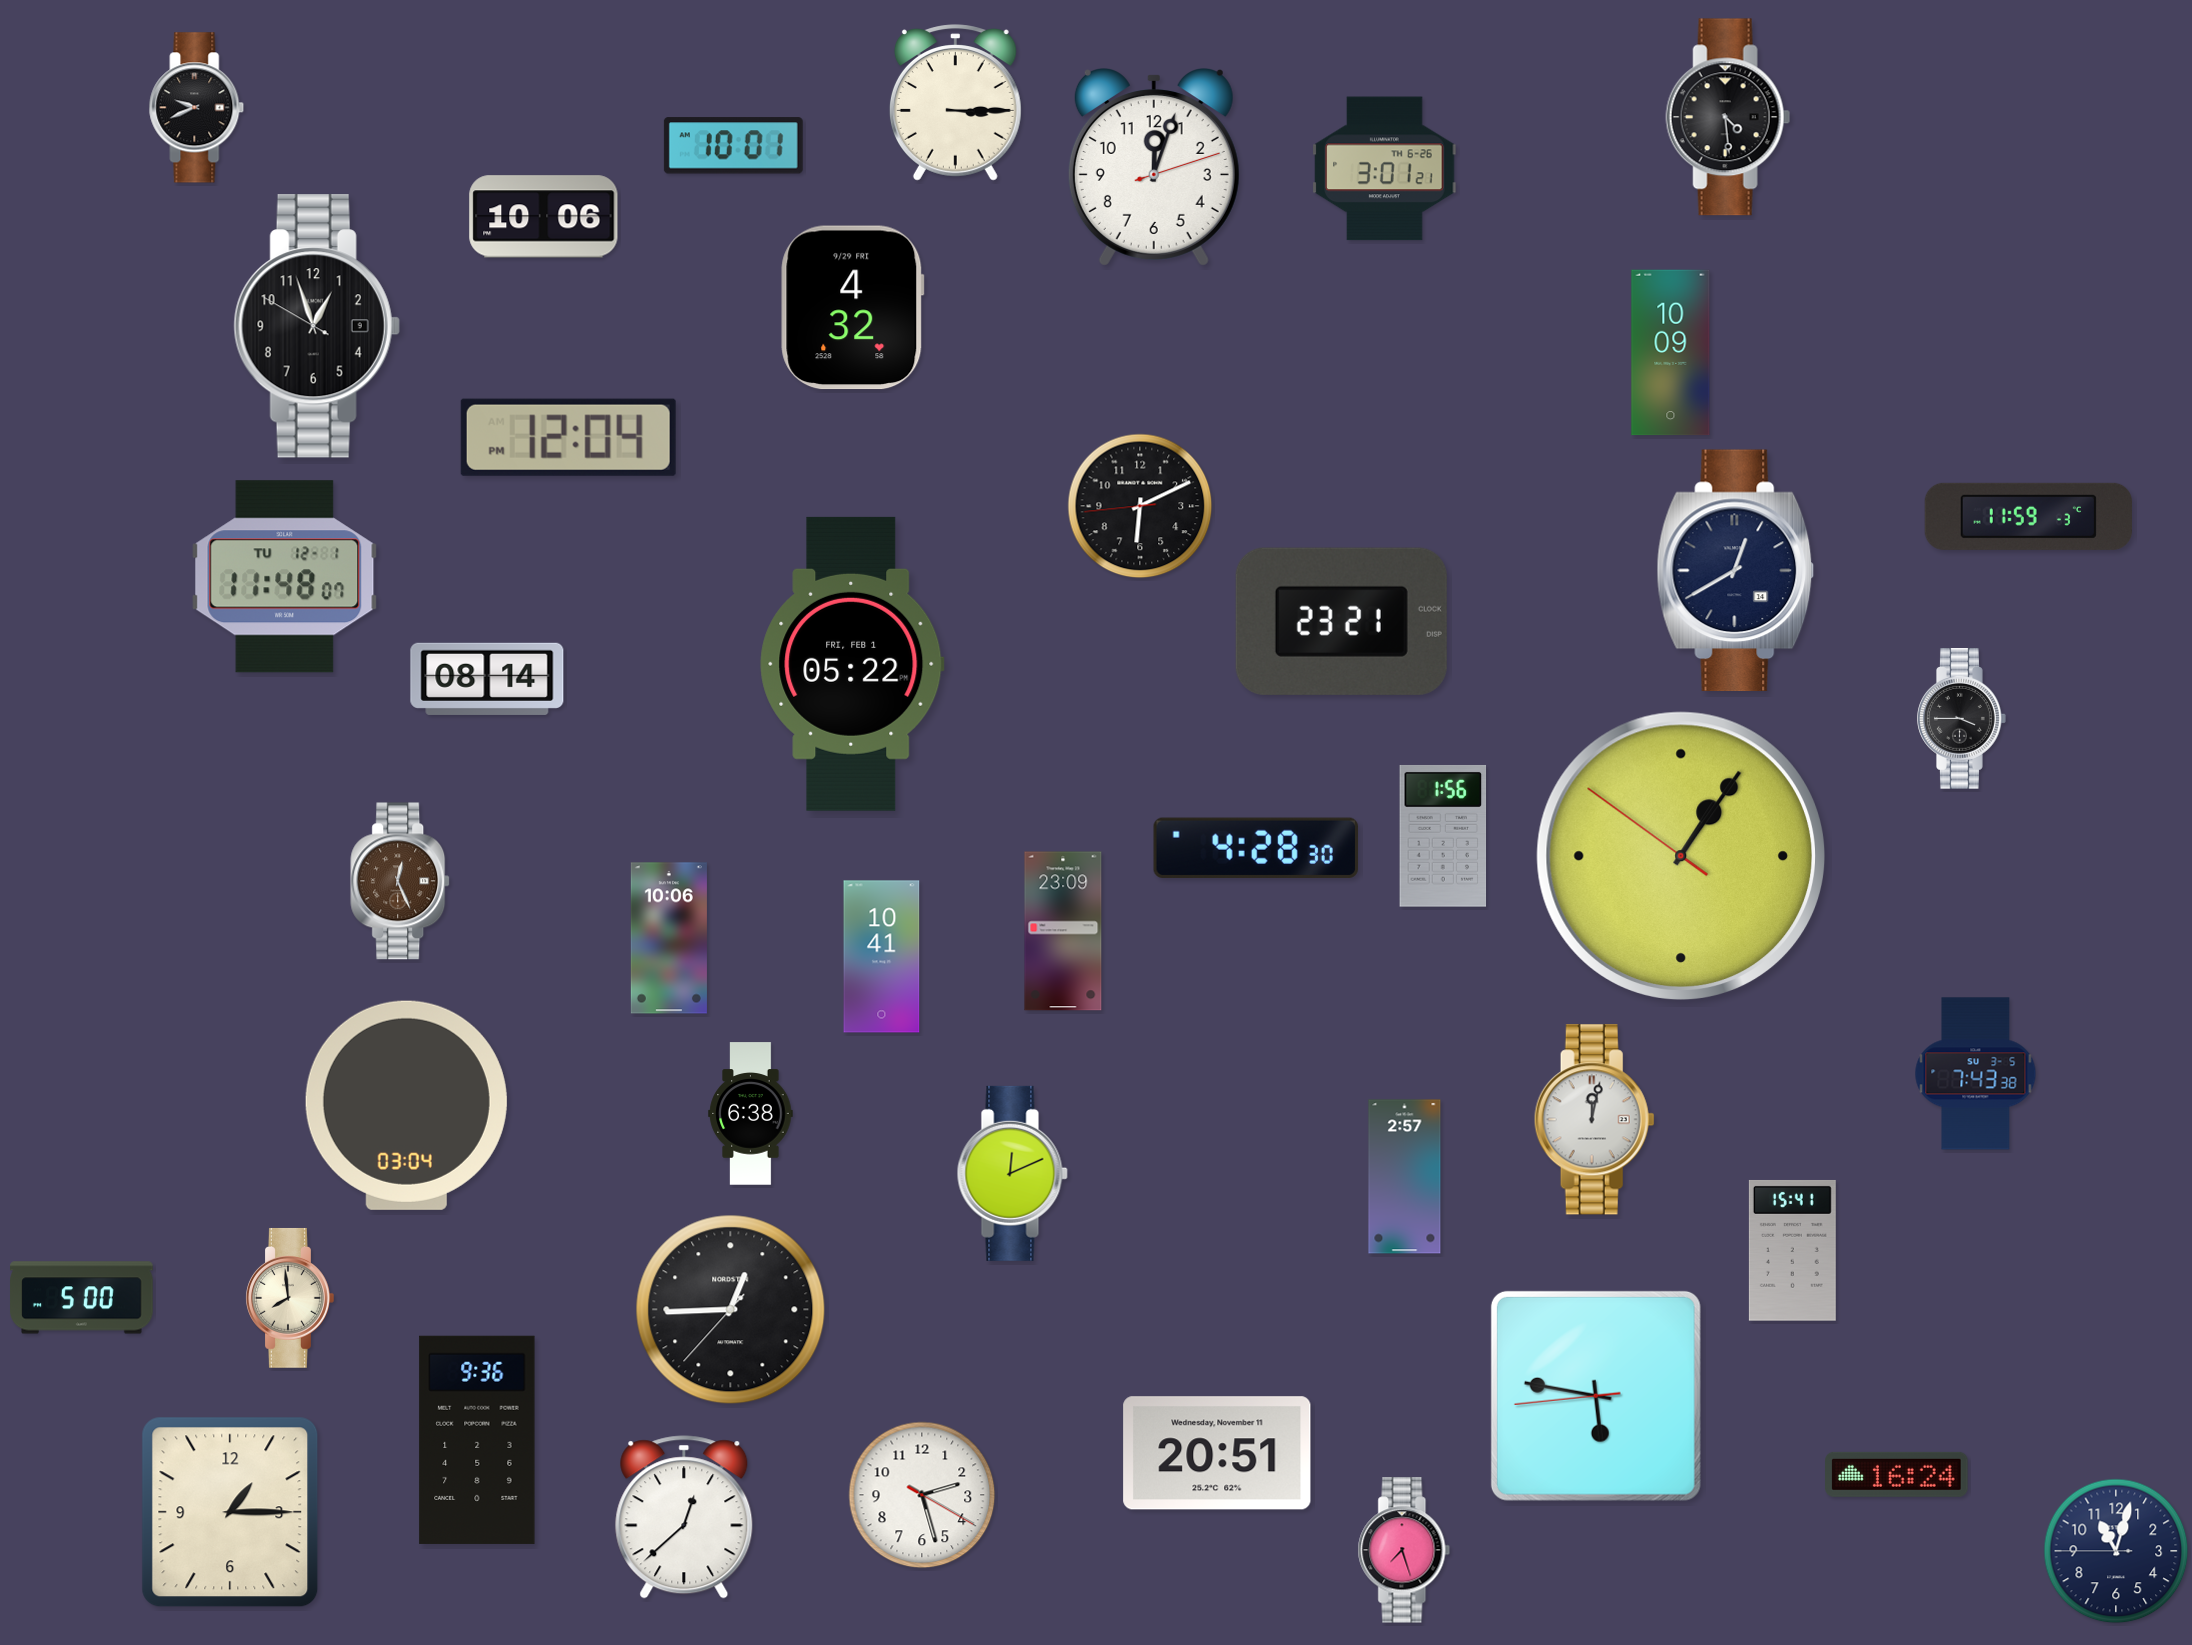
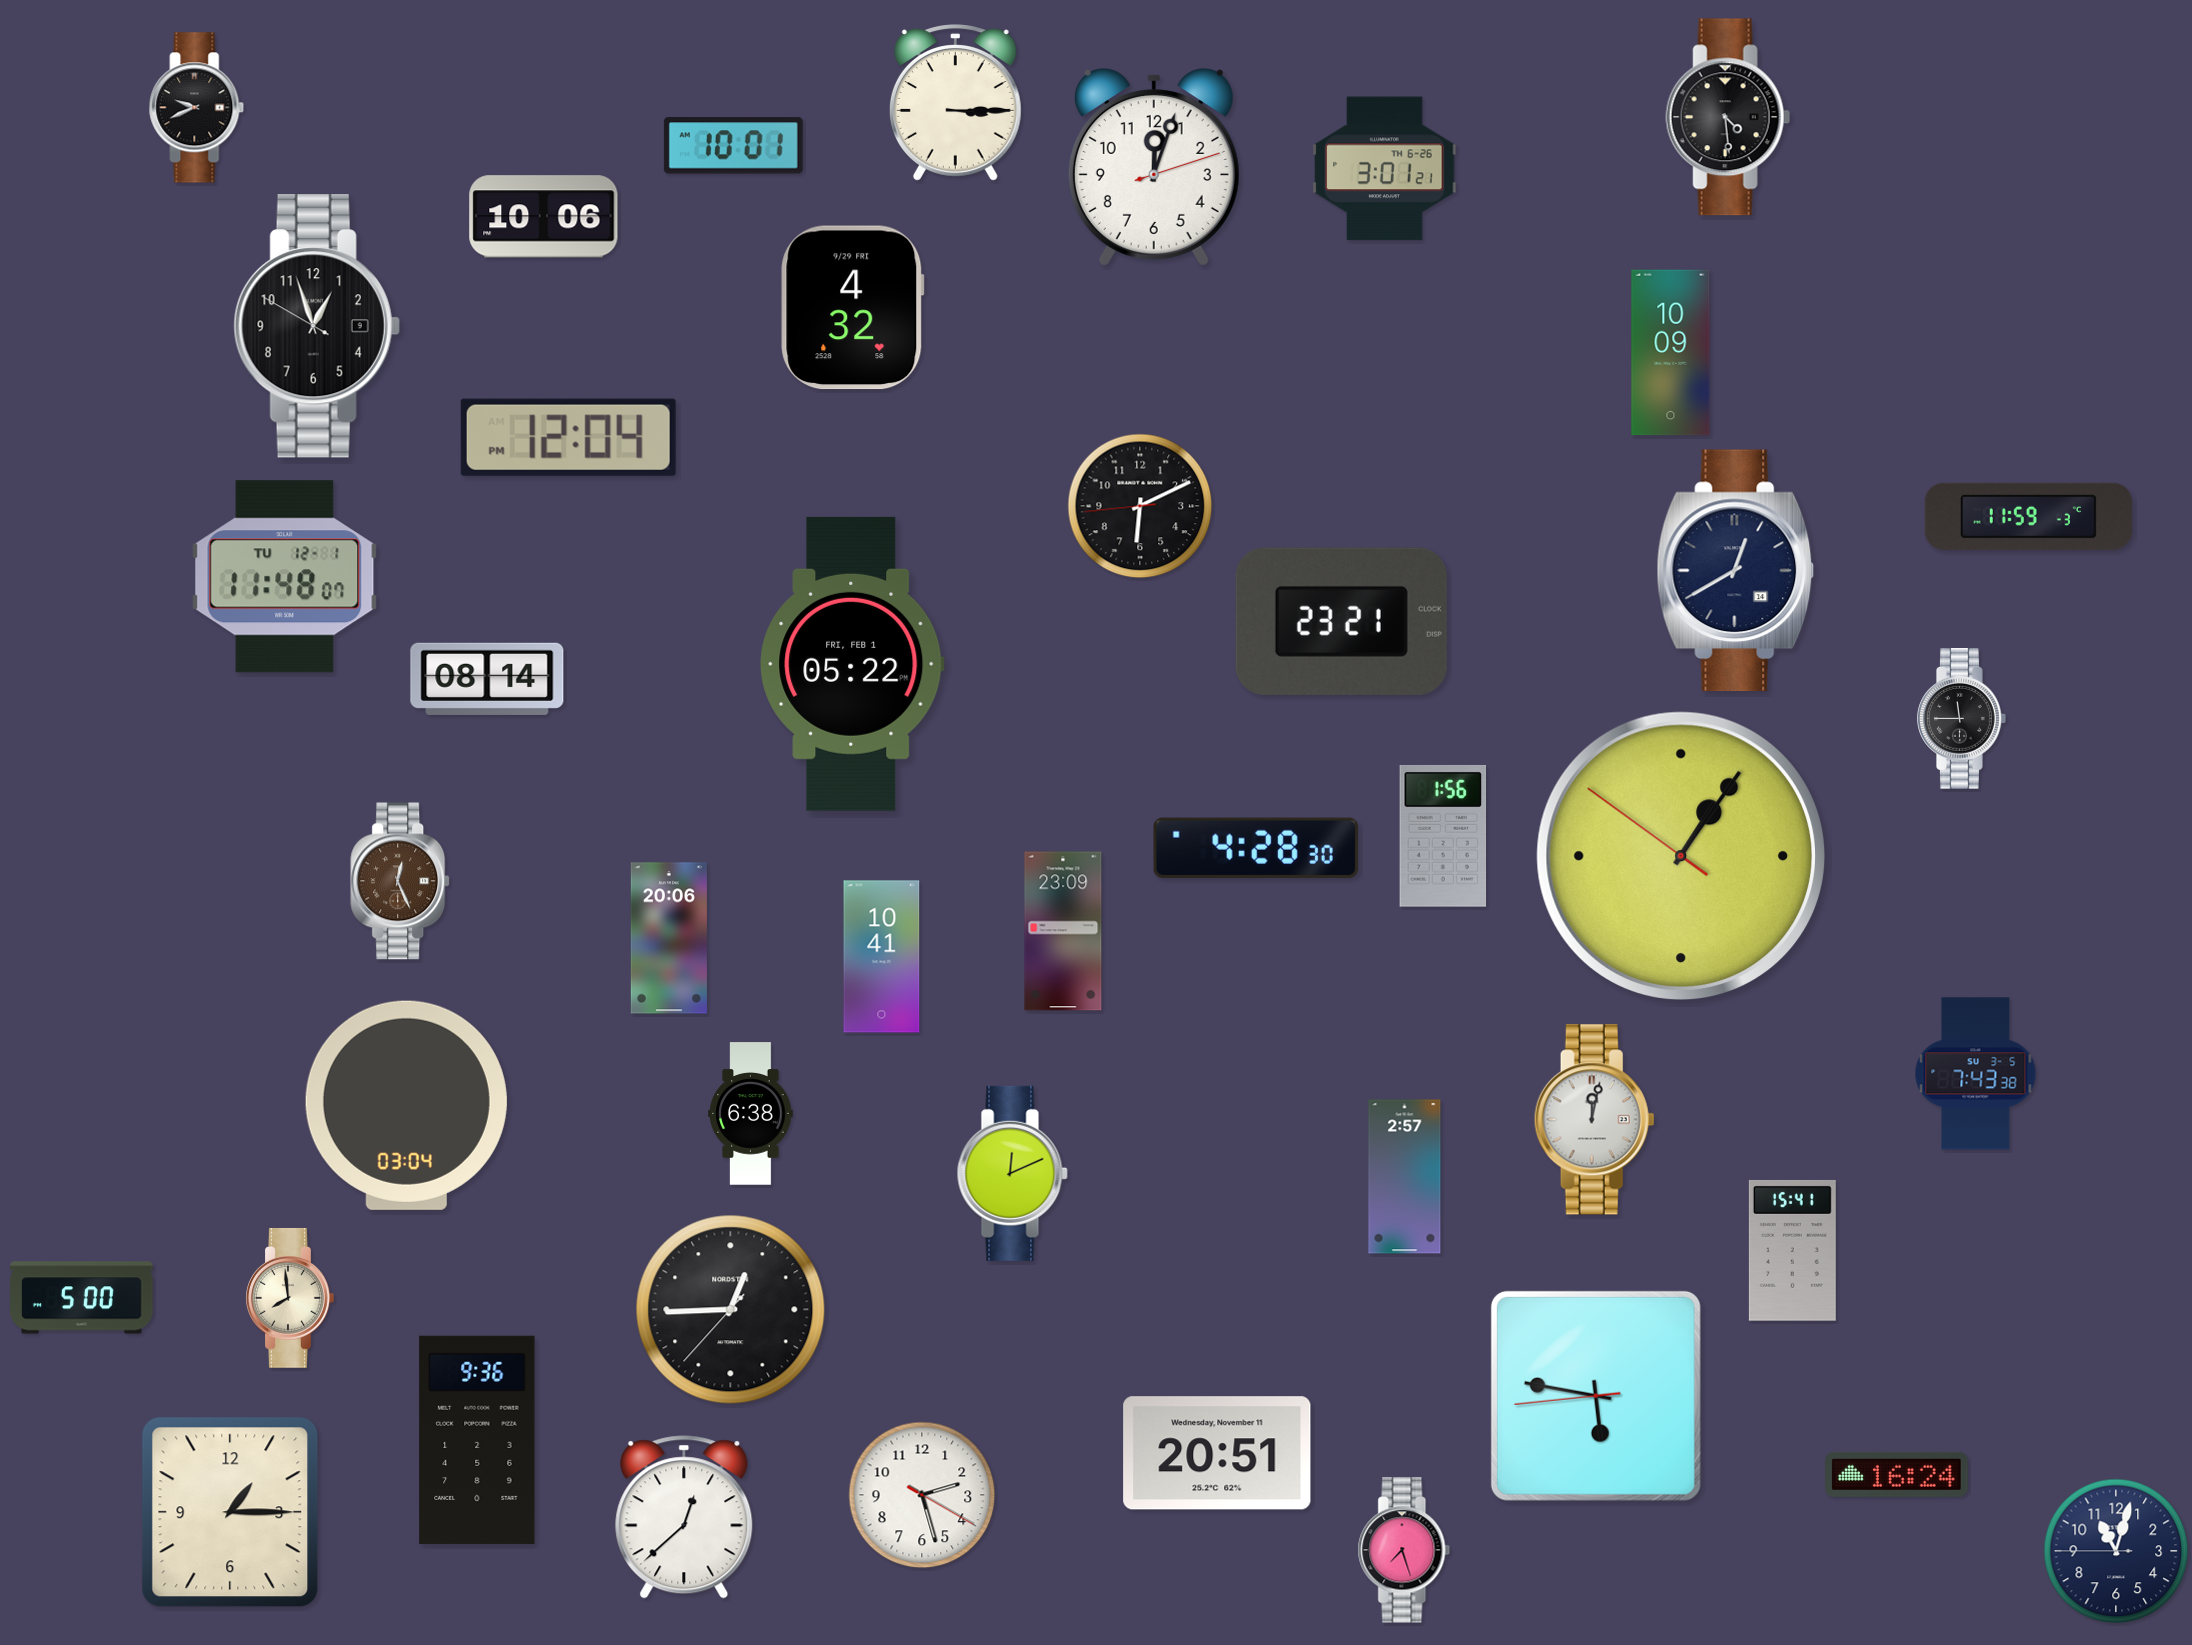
clock at (1962, 719): 3:45 -> 11:45
clock at (669, 938): 10:06 -> 20:06
